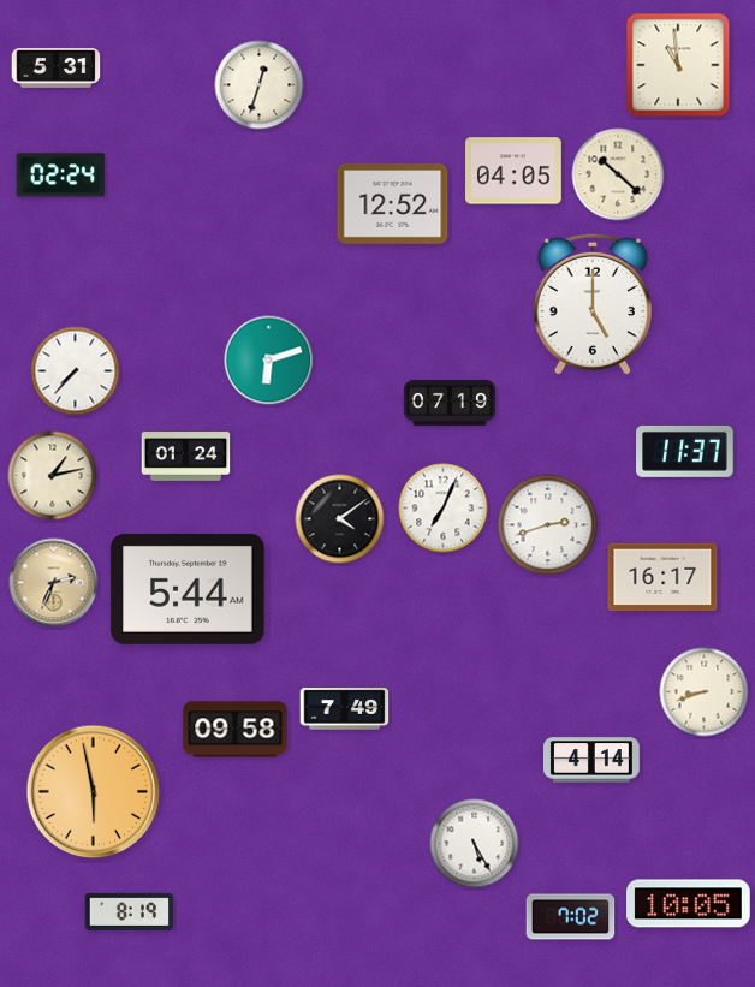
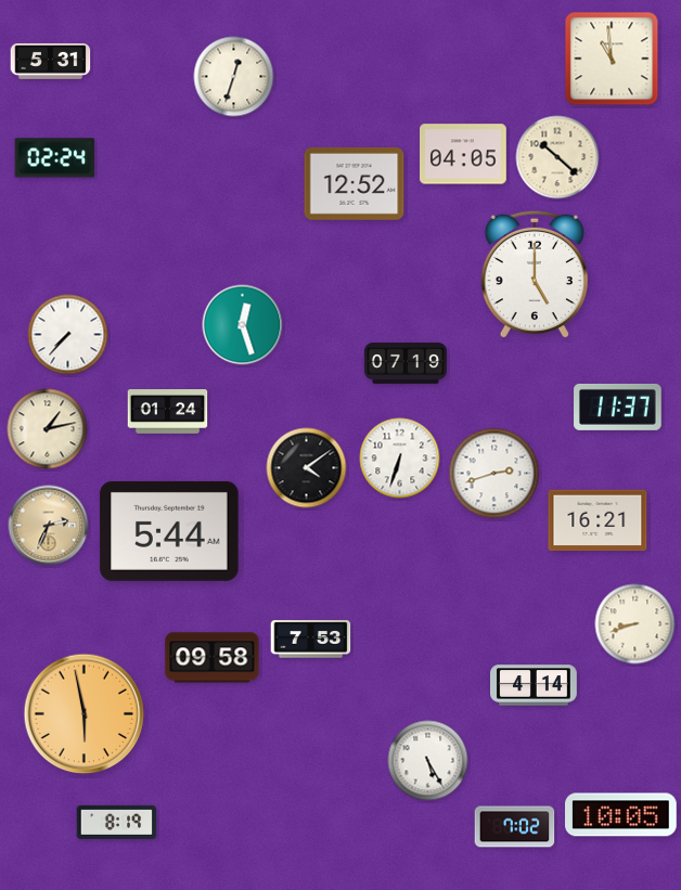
clock at (269, 361): 6:12 -> 12:27
clock at (444, 509): 7:04 -> 6:33
clock at (662, 577): 16:17 -> 16:21
clock at (345, 709): 7:49 -> 7:53
